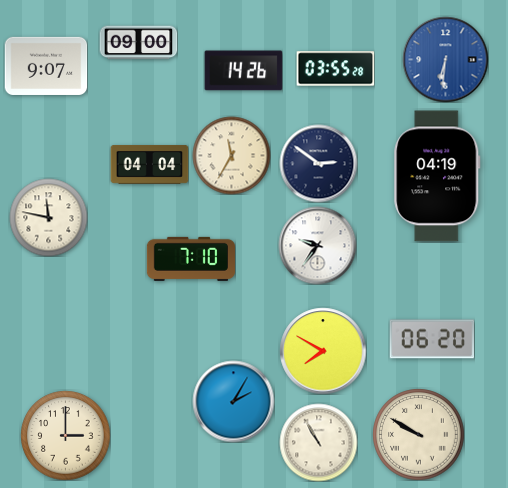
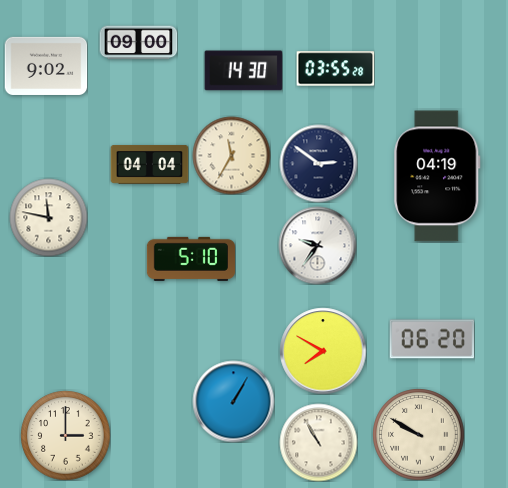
clock at (445, 59): 6:31 -> none
clock at (46, 66): 9:07 -> 9:02
clock at (243, 71): 14:26 -> 14:30
clock at (191, 259): 7:10 -> 5:10
clock at (233, 401): 2:05 -> 1:05
